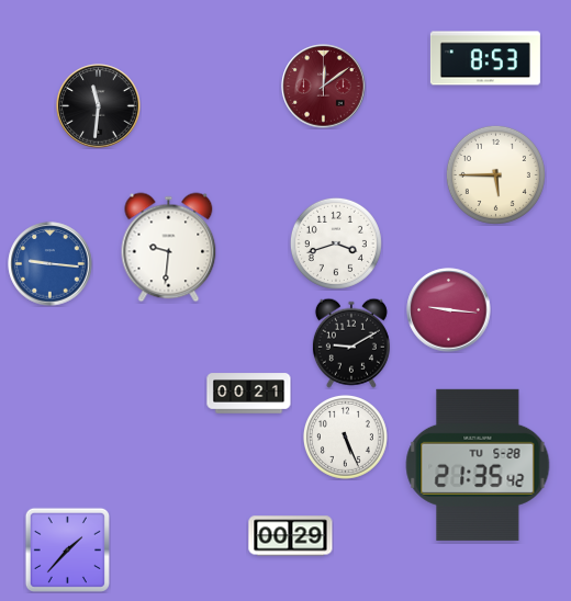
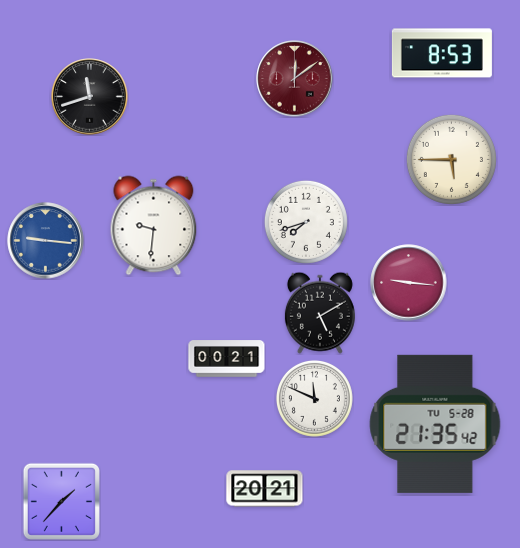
clock at (99, 106): 11:31 -> 11:42
clock at (336, 243): 3:42 -> 7:42
clock at (351, 343): 9:10 -> 5:10
clock at (345, 436): 5:26 -> 11:49
clock at (291, 536): 00:29 -> 20:21
